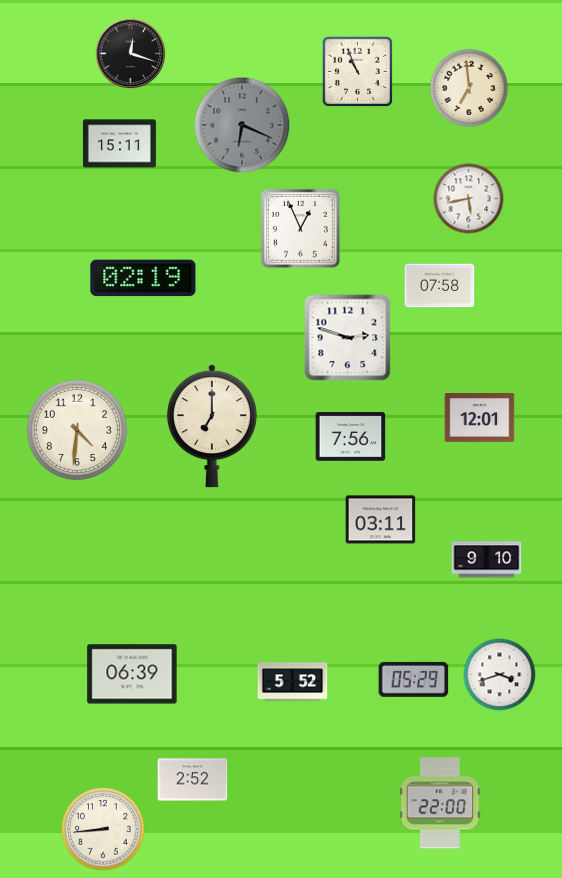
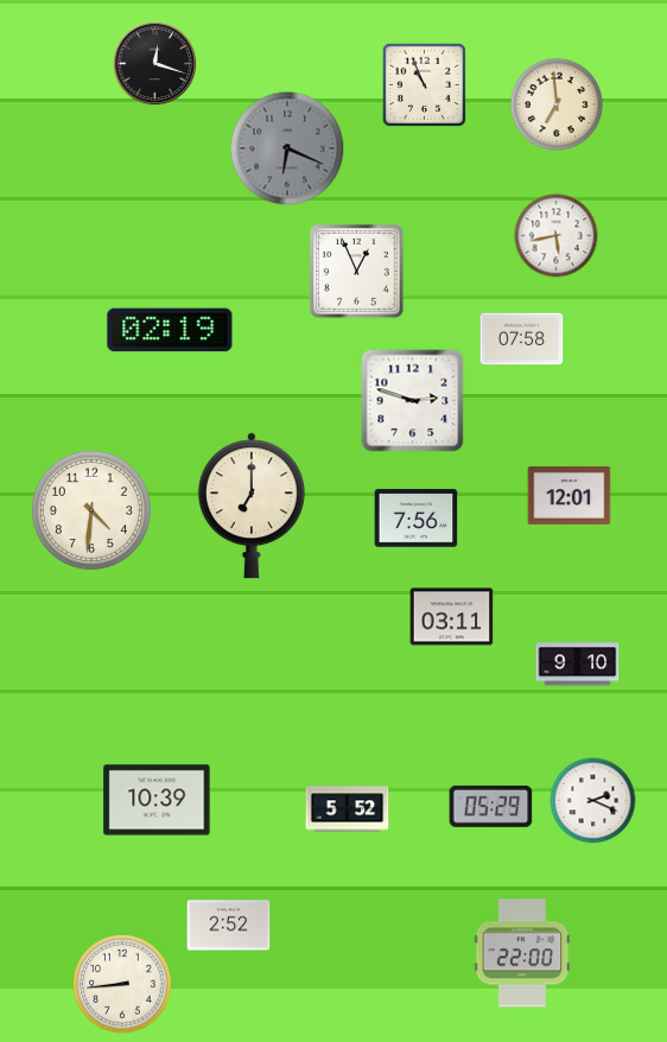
clock at (119, 144): 15:11 -> none
clock at (132, 674): 06:39 -> 10:39
clock at (500, 675): 3:42 -> 2:19
